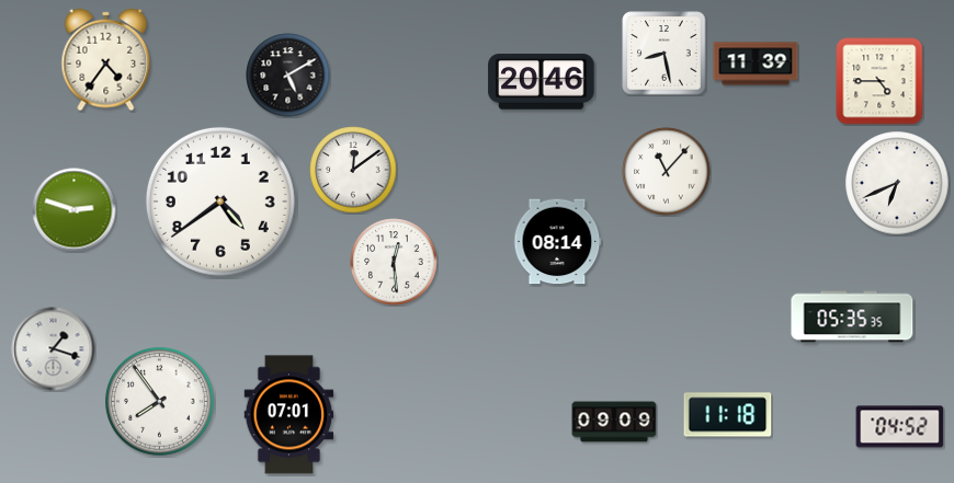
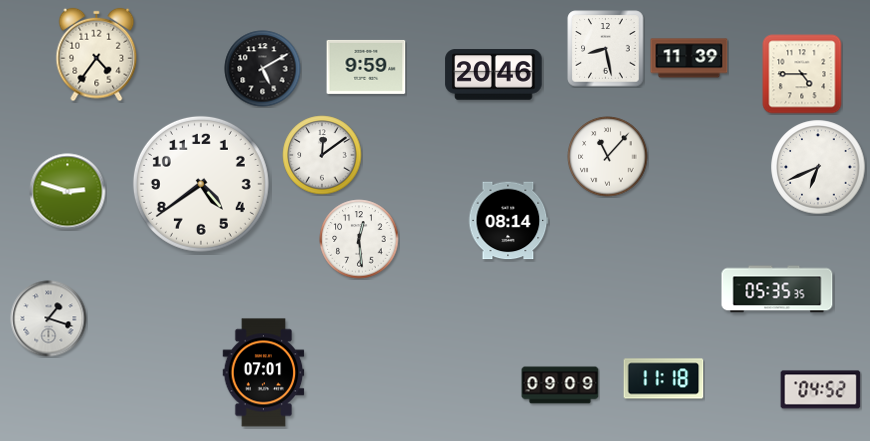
clock at (366, 67): none -> 9:59
clock at (160, 402): 7:54 -> none
clock at (289, 415) position: (289, 415) -> (264, 373)
